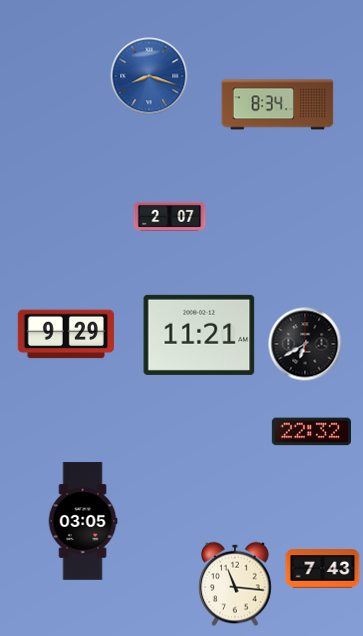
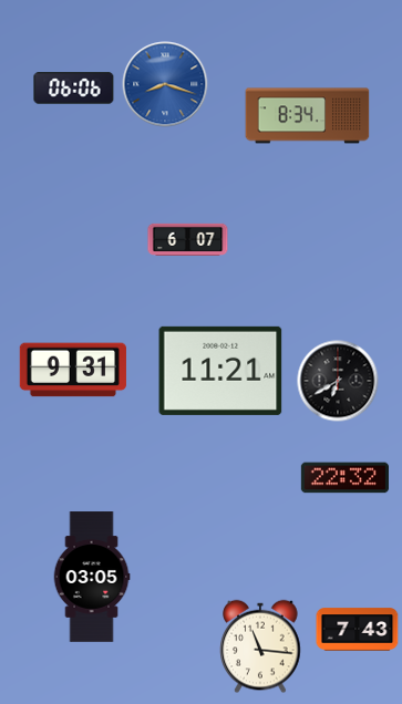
clock at (74, 89): none -> 06:06
clock at (170, 216): 2:07 -> 6:07
clock at (65, 334): 9:29 -> 9:31
